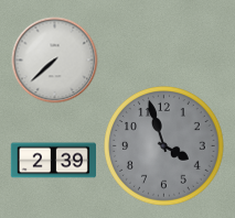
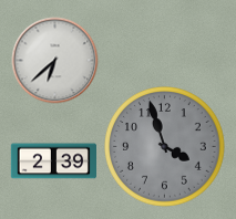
clock at (54, 59): 7:38 -> 6:38
